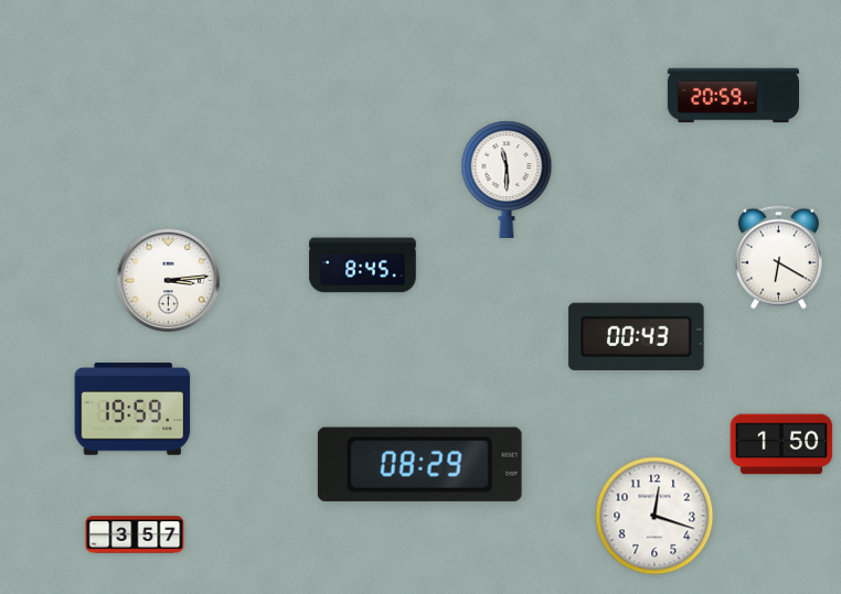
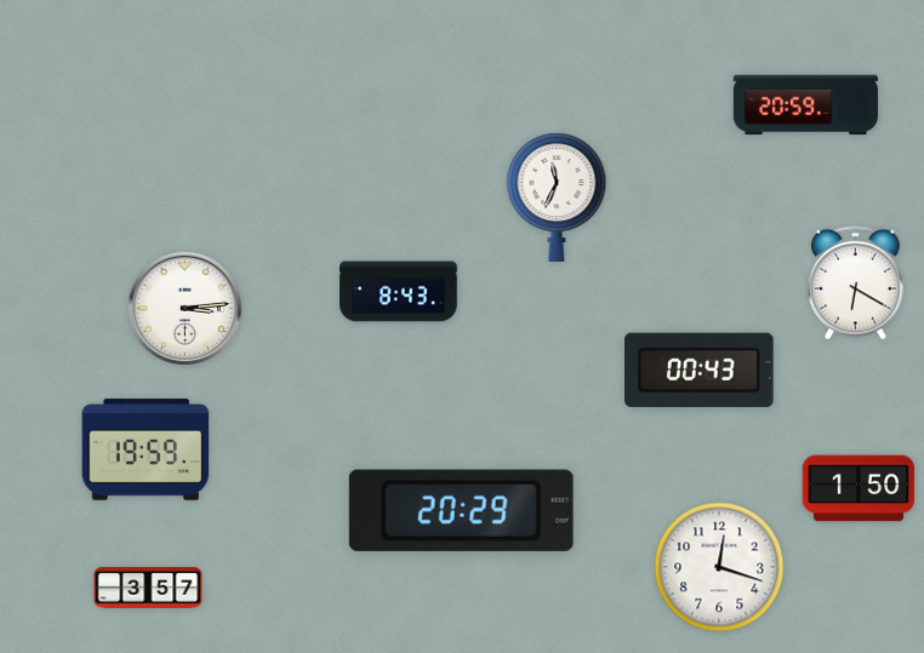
clock at (507, 180): 11:30 -> 11:34
clock at (363, 266): 8:45 -> 8:43
clock at (419, 464): 08:29 -> 20:29
